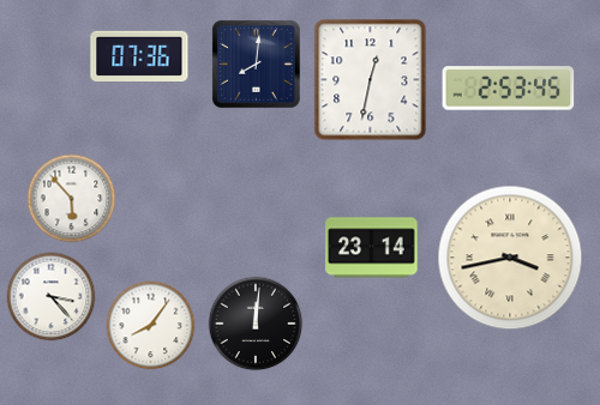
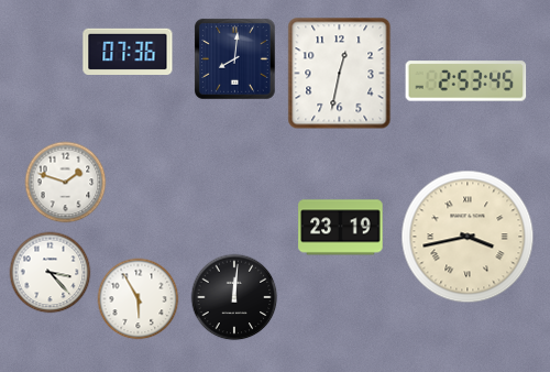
clock at (72, 199): 5:53 -> 1:48
clock at (372, 248): 23:14 -> 23:19
clock at (52, 297) position: (52, 297) -> (51, 273)
clock at (151, 326): 8:06 -> 5:55
